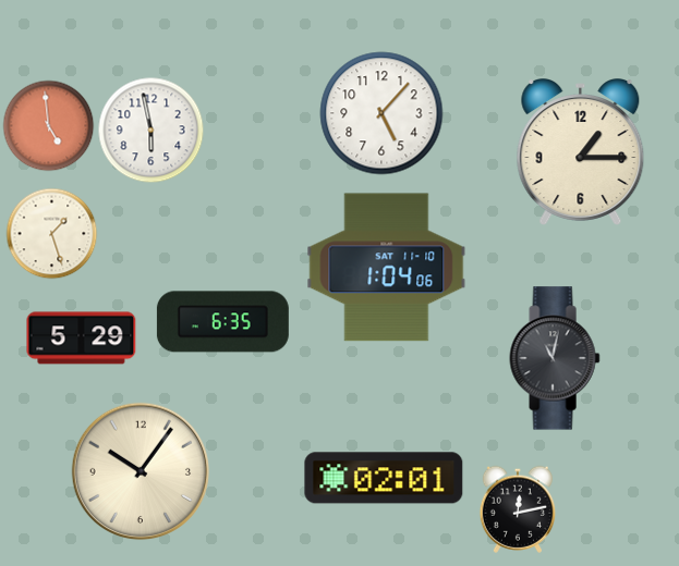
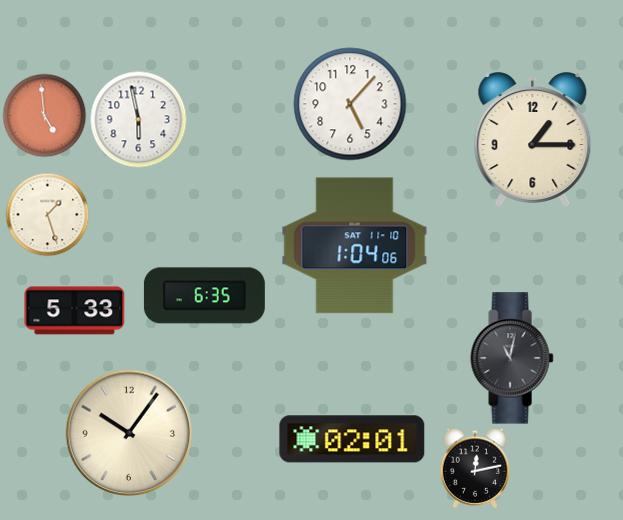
clock at (82, 339): 5:29 -> 5:33
clock at (555, 358) position: (555, 358) -> (512, 358)
